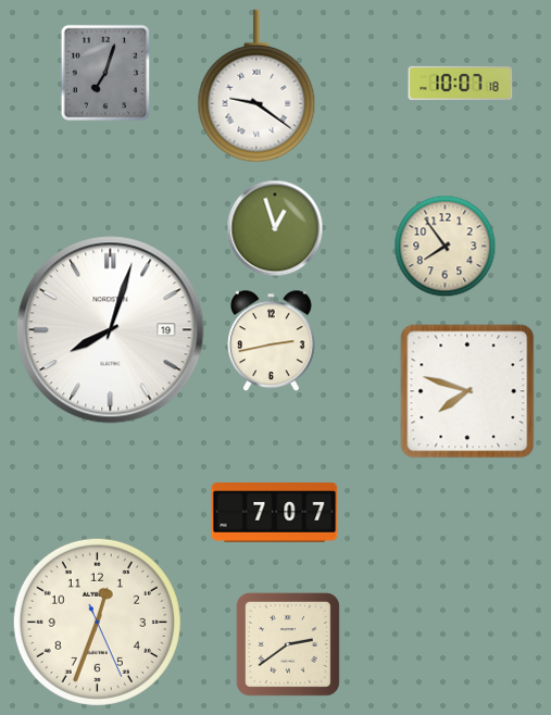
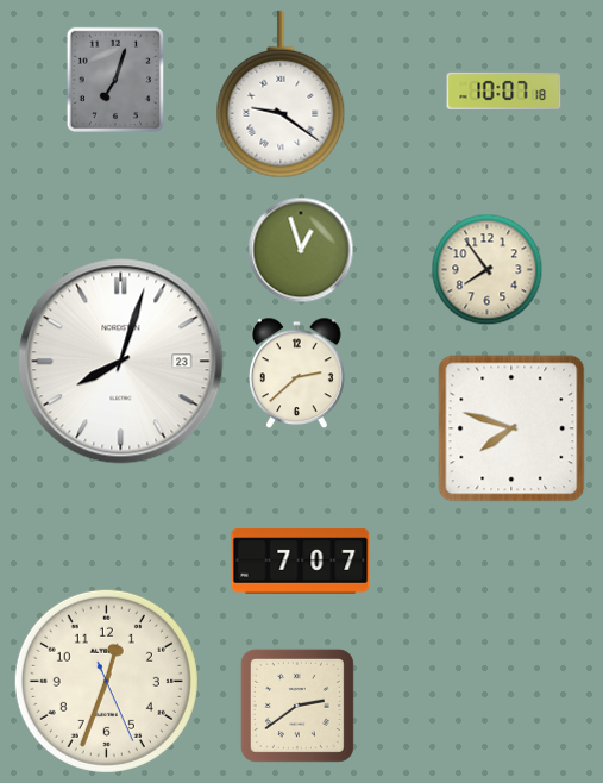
clock at (111, 330) date: 19 -> 23
clock at (272, 341): 2:43 -> 2:38
clock at (288, 644) position: (288, 644) -> (297, 706)
